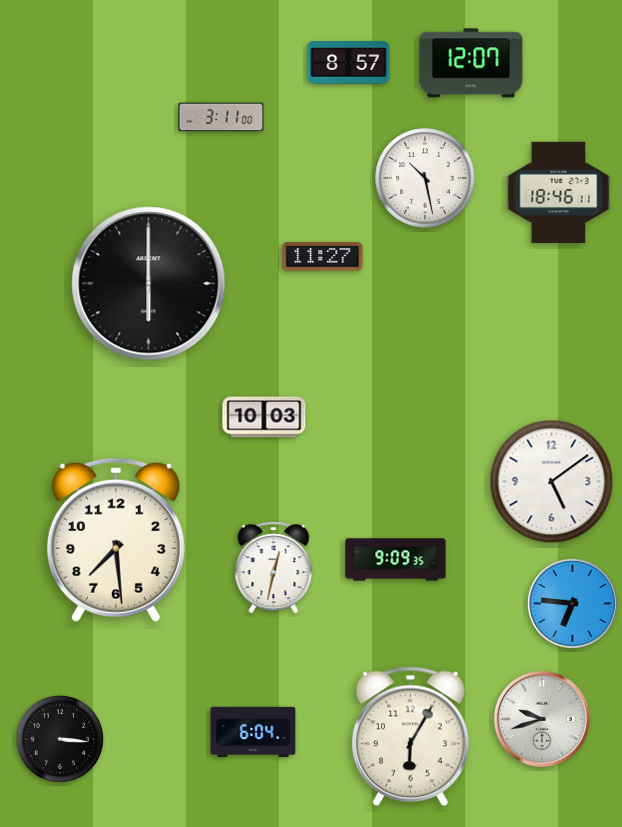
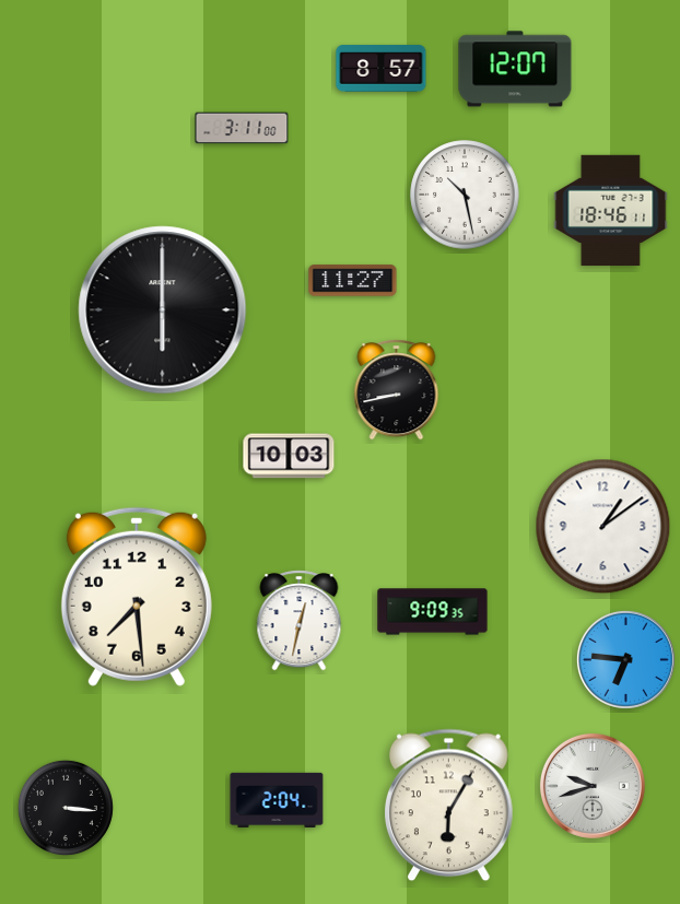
clock at (397, 390): none -> 8:43
clock at (552, 482): 5:09 -> 1:09
clock at (116, 540) position: (116, 540) -> (137, 597)
clock at (253, 731): 6:04 -> 2:04
